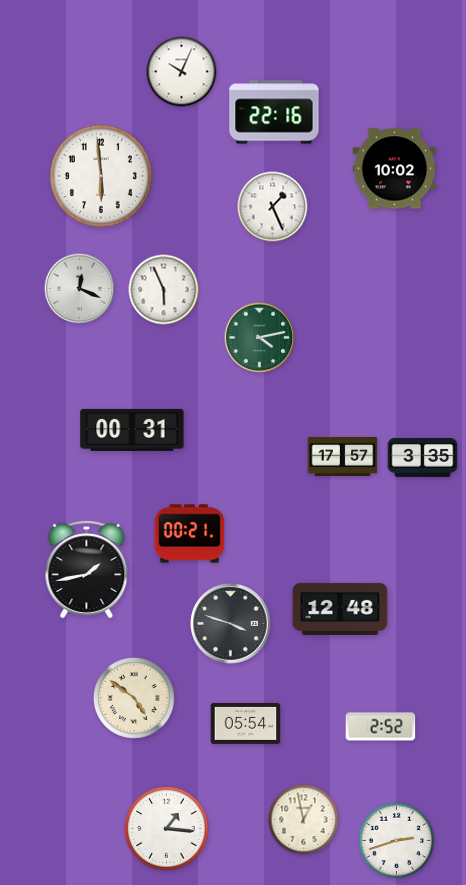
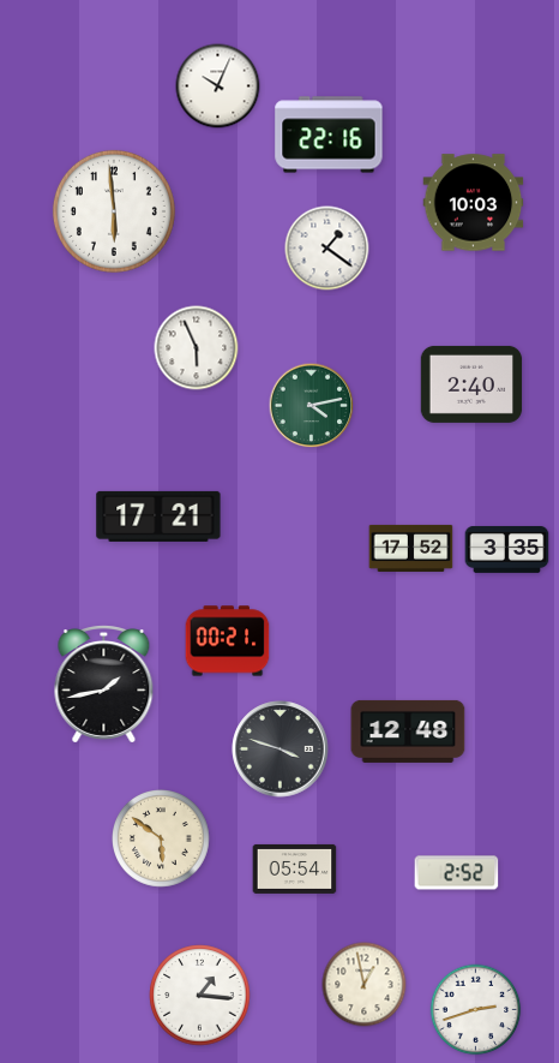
clock at (395, 169): 10:02 -> 10:03
clock at (101, 176) position: (101, 176) -> (114, 211)
clock at (273, 207): 1:26 -> 1:21
clock at (80, 289): 12:19 -> none
clock at (471, 384): none -> 2:40
clock at (132, 430): 00:31 -> 17:21
clock at (343, 456): 17:57 -> 17:52
clock at (231, 624) position: (231, 624) -> (281, 750)
clock at (135, 699): 4:51 -> 5:51
